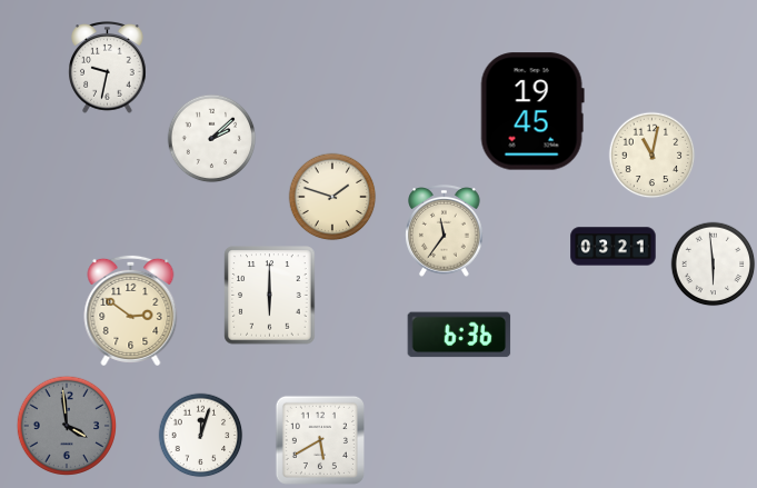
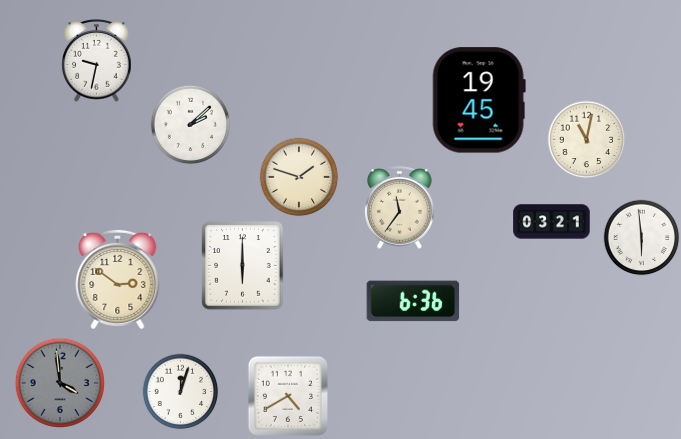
clock at (320, 440): 5:40 -> 4:40
